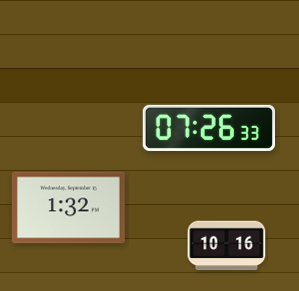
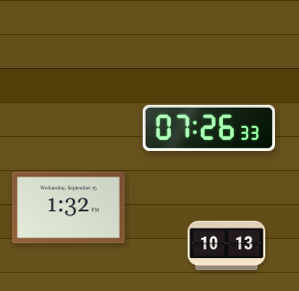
clock at (227, 246): 10:16 -> 10:13
